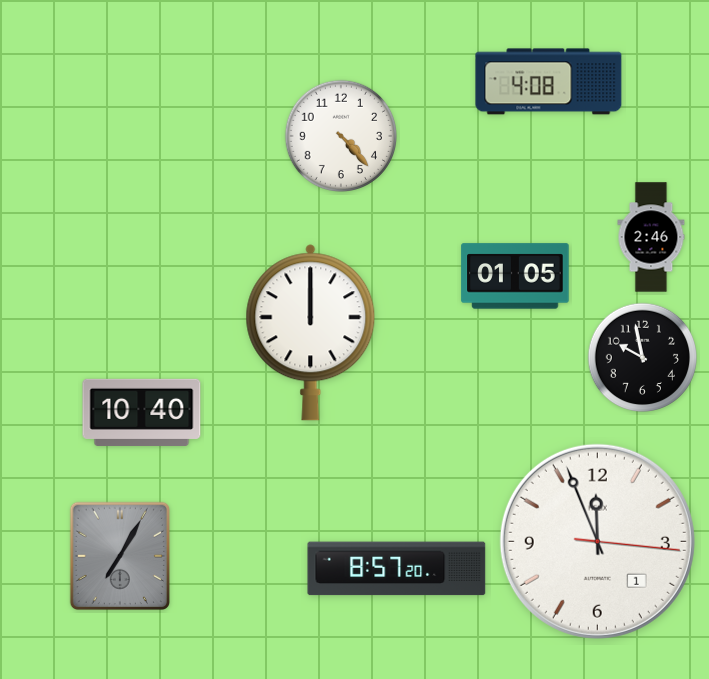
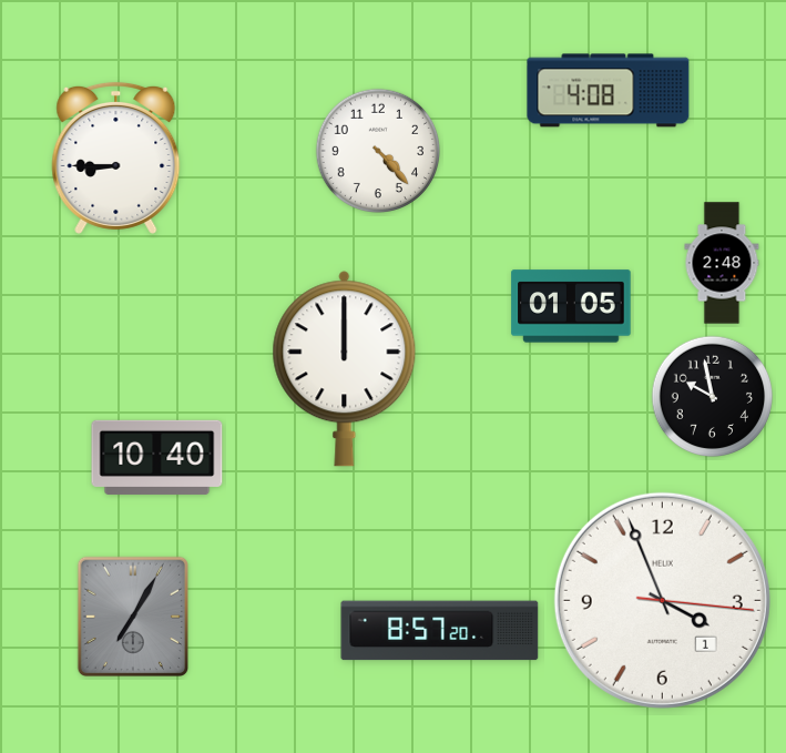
clock at (116, 157): none -> 8:45
clock at (651, 237): 2:46 -> 2:48
clock at (597, 541): 11:56 -> 3:56
